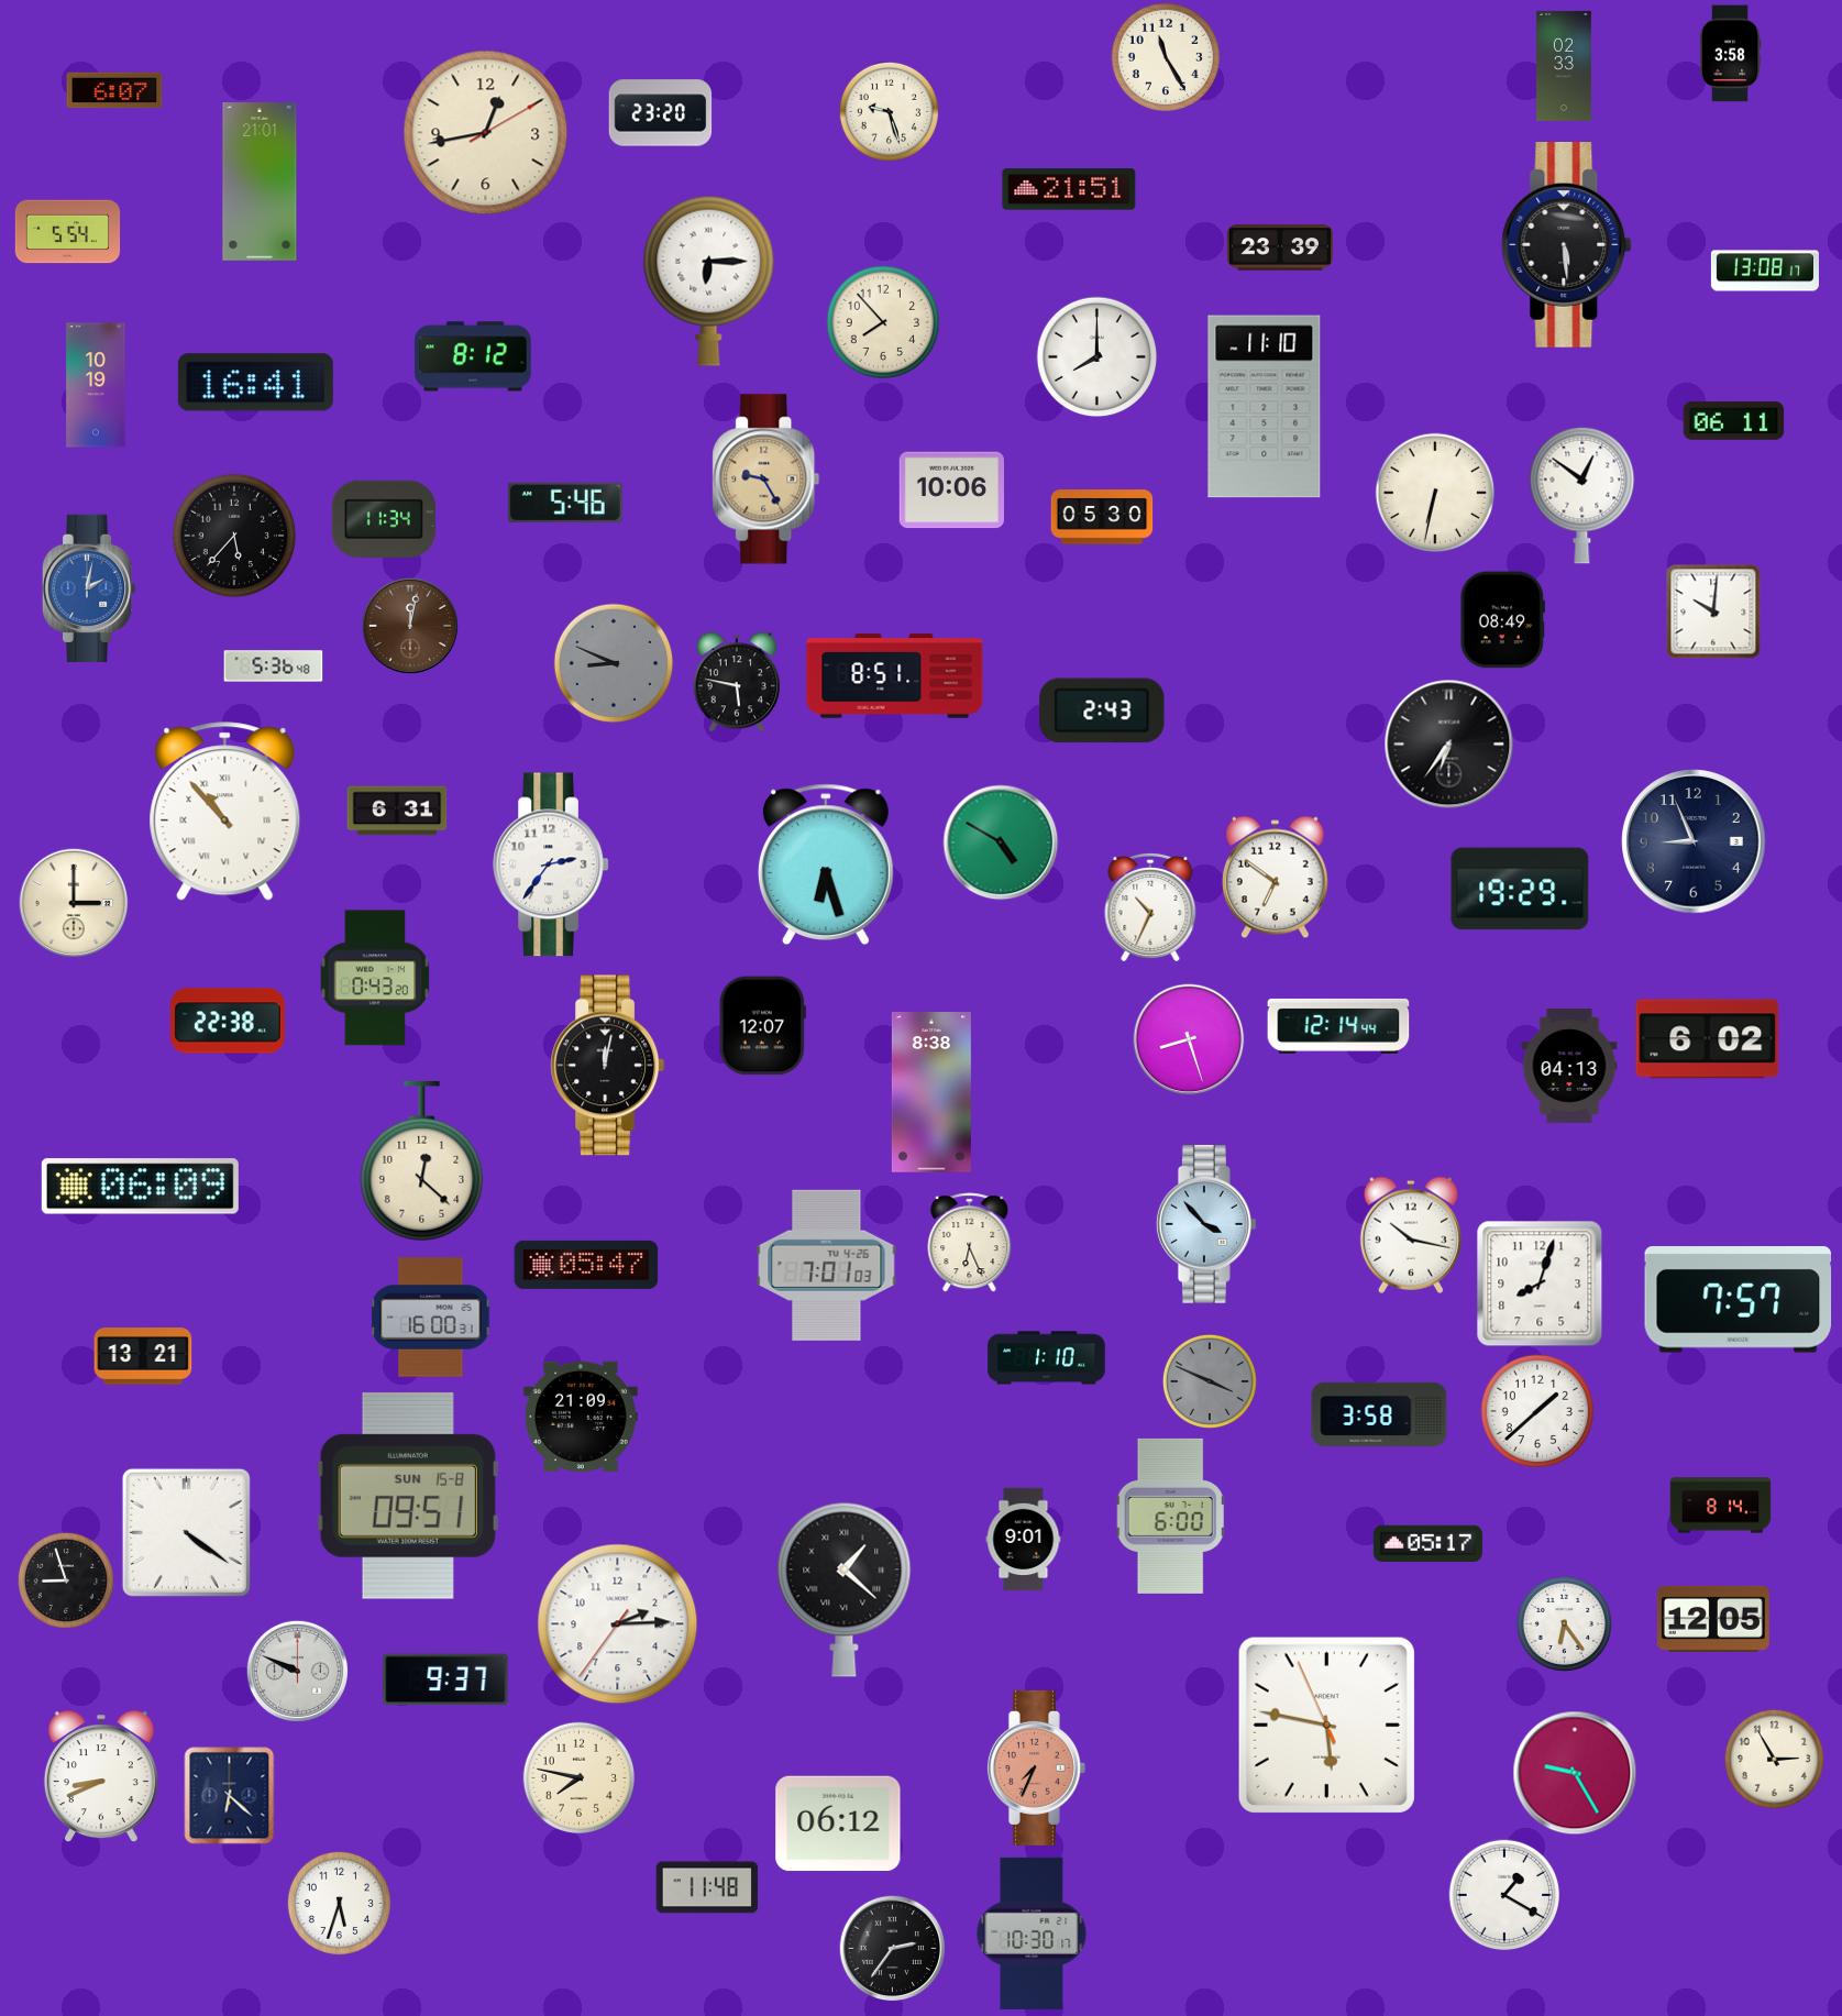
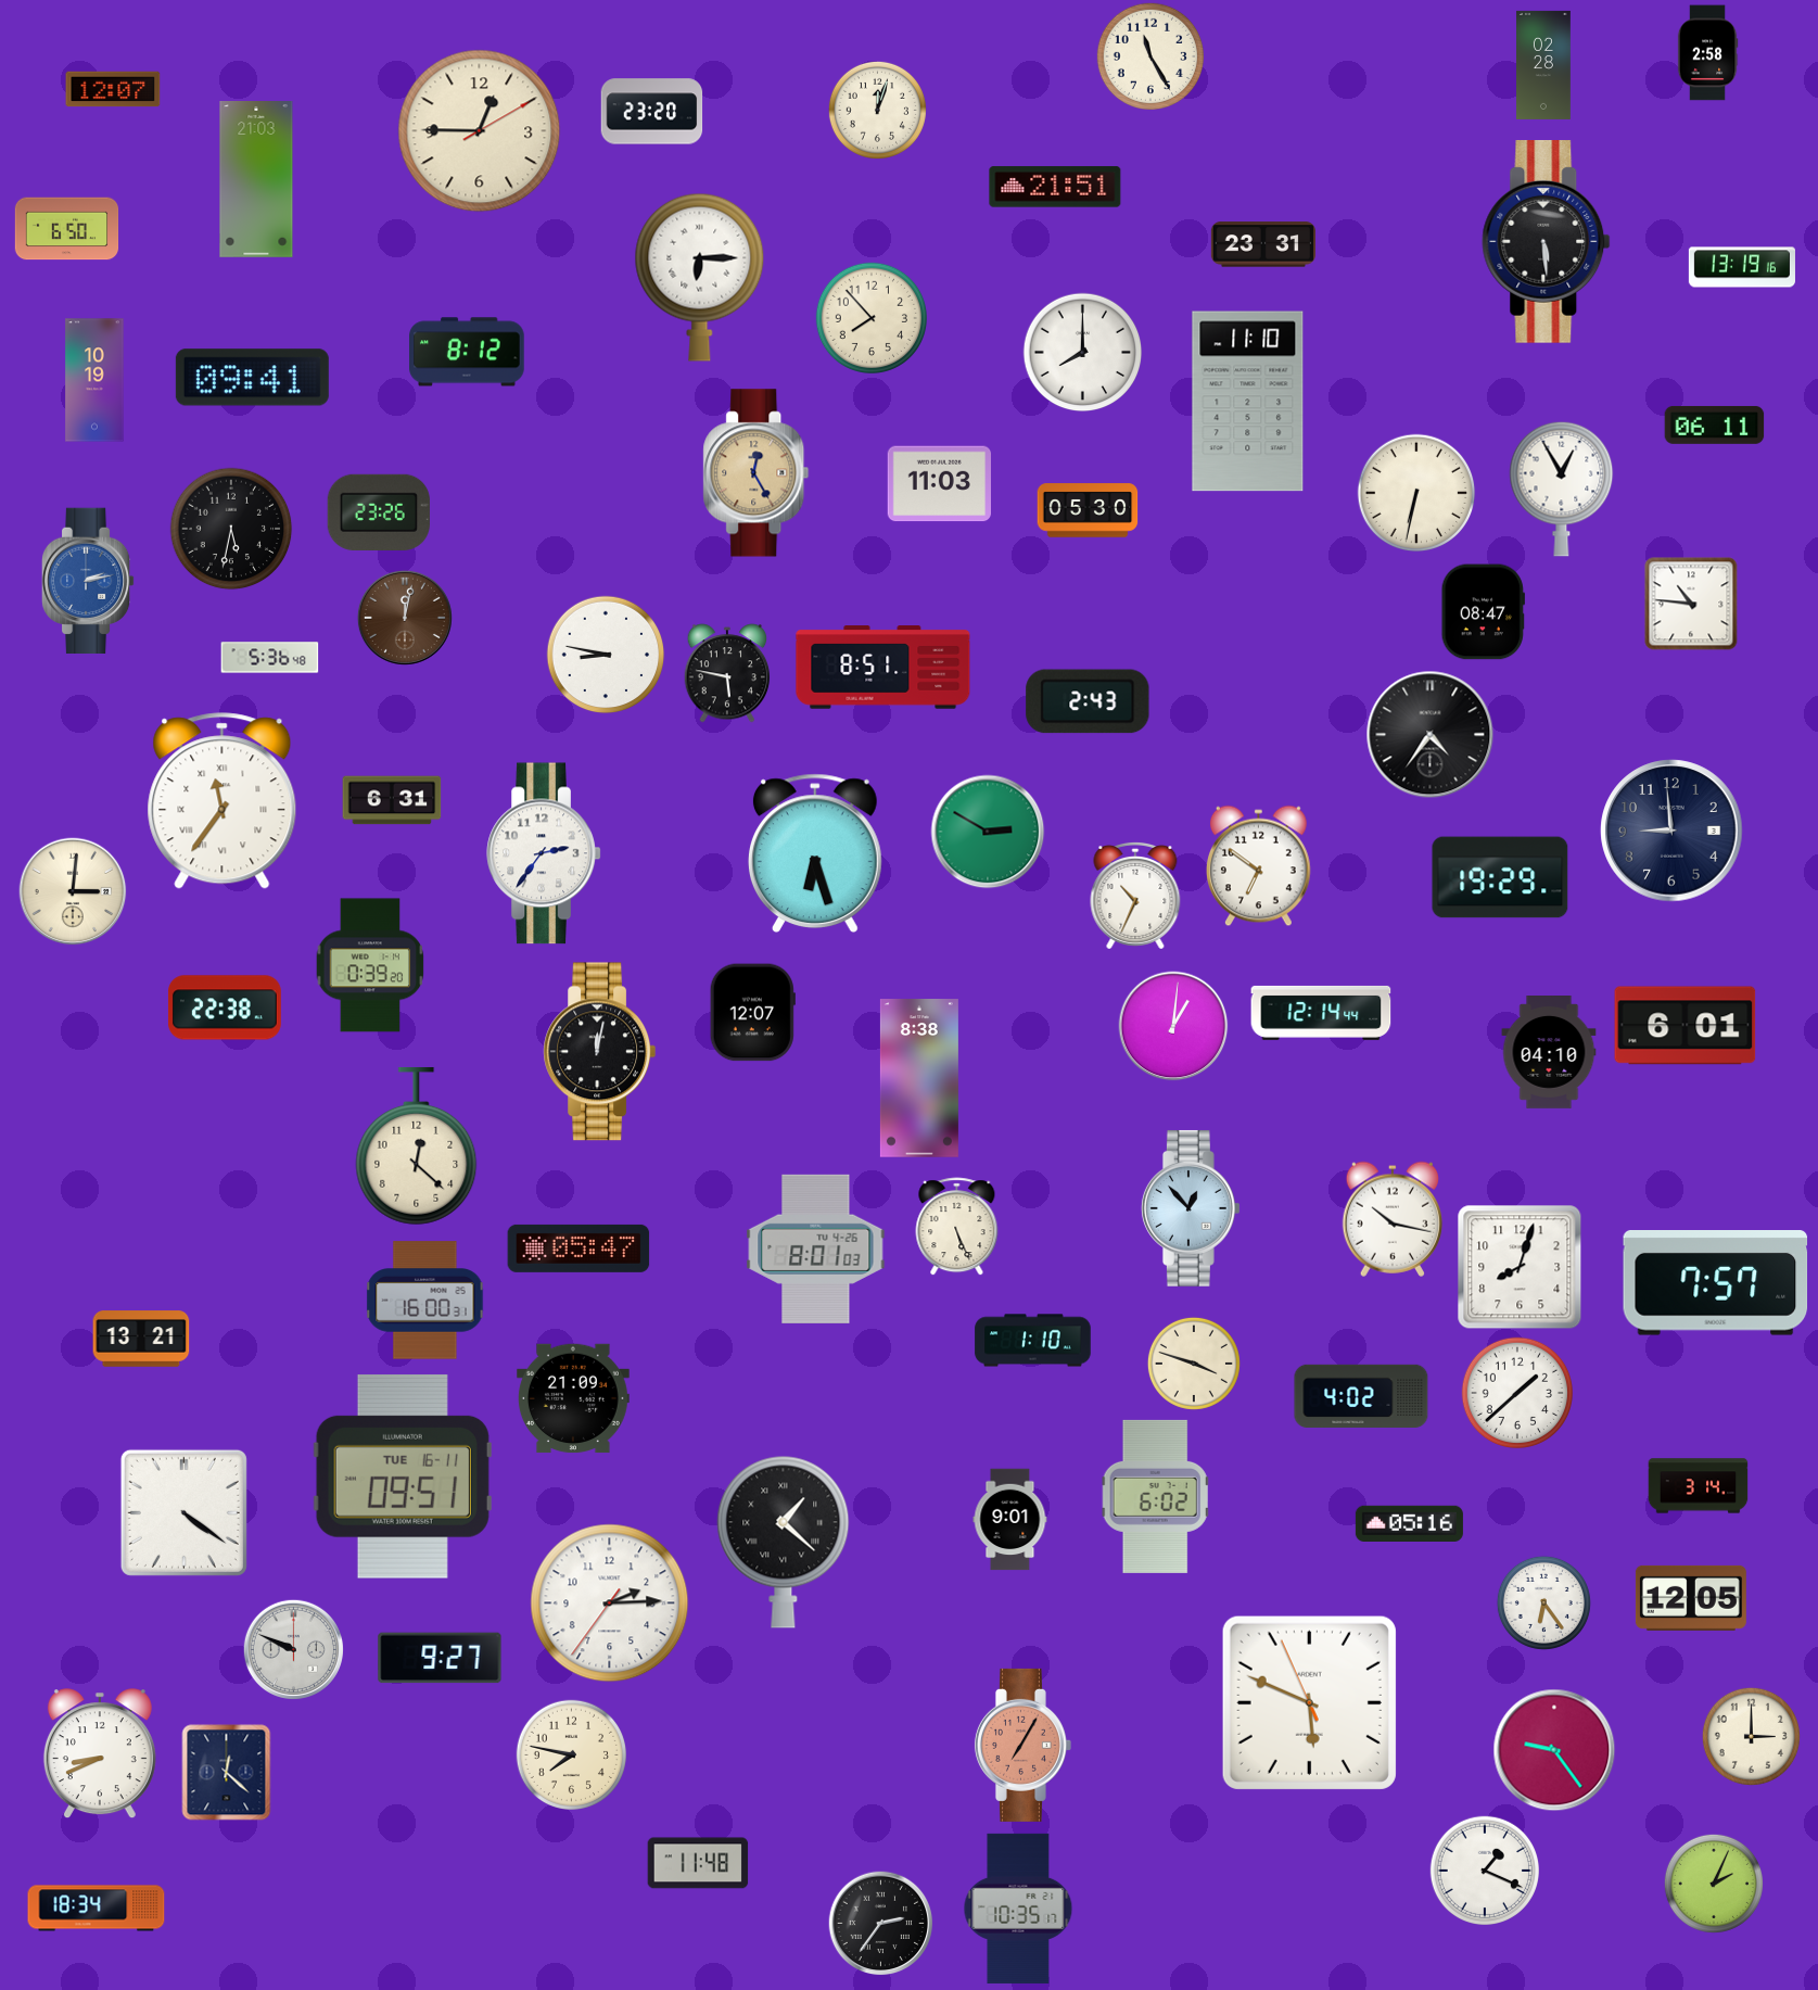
clock at (1730, 54): 3:58 -> 2:58
clock at (1565, 66): 02:33 -> 02:28
clock at (114, 90): 6:07 -> 12:07
clock at (889, 111): 9:27 -> 12:03
clock at (486, 133): 12:43 -> 12:45
clock at (260, 183): 21:01 -> 21:03
clock at (68, 232): 5:54 -> 6:50
clock at (1279, 247): 23:39 -> 23:31
clock at (1765, 271): 13:08 -> 13:19
clock at (255, 383): 16:41 -> 09:41
clock at (1734, 420) position: (1734, 420) -> (1715, 424)
clock at (766, 480): 9:25 -> 12:25
clock at (951, 491): 10:06 -> 11:03
clock at (1435, 493) position: (1435, 493) -> (1416, 493)
clock at (1582, 495): 12:51 -> 12:55
clock at (565, 503): 5:46 -> none
clock at (383, 519): 11:34 -> 23:26
clock at (234, 536): 5:37 -> 5:32
clock at (89, 587): 2:02 -> 2:13
clock at (1713, 612): 10:01 -> 10:46
clock at (1502, 620): 08:49 -> 08:47
clock at (614, 663): 8:49 -> 8:47
clock at (614, 663) dial: grey -> white
clock at (1449, 745): 6:36 -> 4:36
clock at (225, 812): 10:53 -> 11:36
clock at (1694, 841): 8:56 -> 8:59
clock at (1001, 842): 4:50 -> 2:50
clock at (74, 903): 3:00 -> 3:01
clock at (375, 978): 0:43 -> 0:39
clock at (1189, 1039): 8:27 -> 1:01
clock at (1708, 1039): 6:02 -> 6:01
clock at (1569, 1067): 04:13 -> 04:10
clock at (140, 1187): 06:09 -> none
clock at (1206, 1224): 3:53 -> 12:53
clock at (970, 1243): 6:26 -> 5:26
clock at (827, 1265): 7:01 -> 8:01
clock at (1210, 1381): 3:49 -> 3:48
clock at (1210, 1381) dial: grey -> cream
clock at (1379, 1413): 3:58 -> 4:02
clock at (408, 1496) date: SUN 15-8 -> TUE 16-11
clock at (1721, 1506): 8:14 -> 3:14
clock at (1171, 1516): 6:00 -> 6:02
clock at (1427, 1544): 05:17 -> 05:16
clock at (66, 1580): 8:57 -> none
clock at (845, 1589) position: (845, 1589) -> (784, 1542)
clock at (445, 1679): 9:37 -> 9:27
clock at (1326, 1725): 5:46 -> 5:48
clock at (1774, 1759): 2:55 -> 3:00
clock at (1036, 1767): 7:34 -> 7:05
clock at (1575, 1773): 9:25 -> 9:24
clock at (230, 1796): 6:22 -> 12:22
clock at (838, 1824): 06:12 -> none
clock at (1503, 1894): 1:20 -> 1:19
clock at (339, 1903): 5:33 -> none
clock at (1714, 1884): none -> 2:04
clock at (97, 1909): none -> 18:34
clock at (1032, 1934): 10:30 -> 10:35
